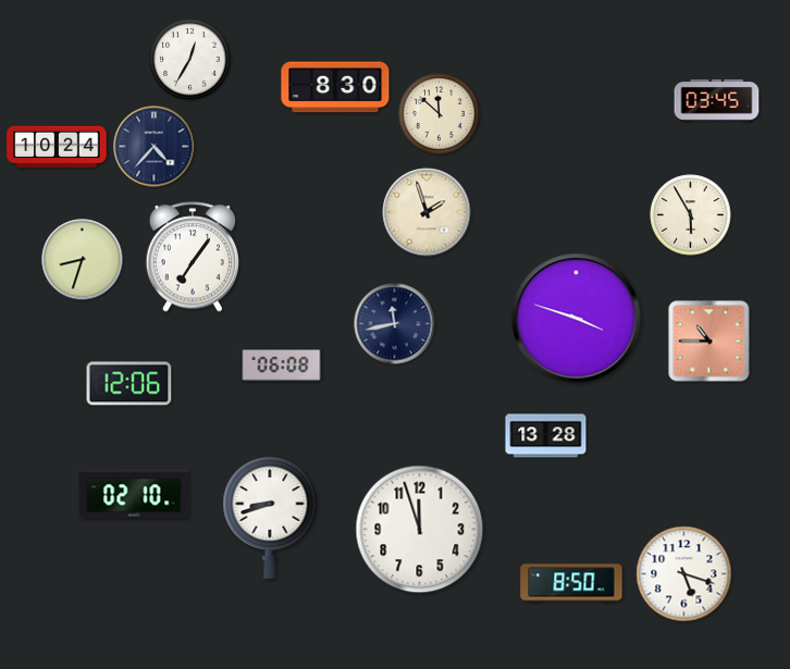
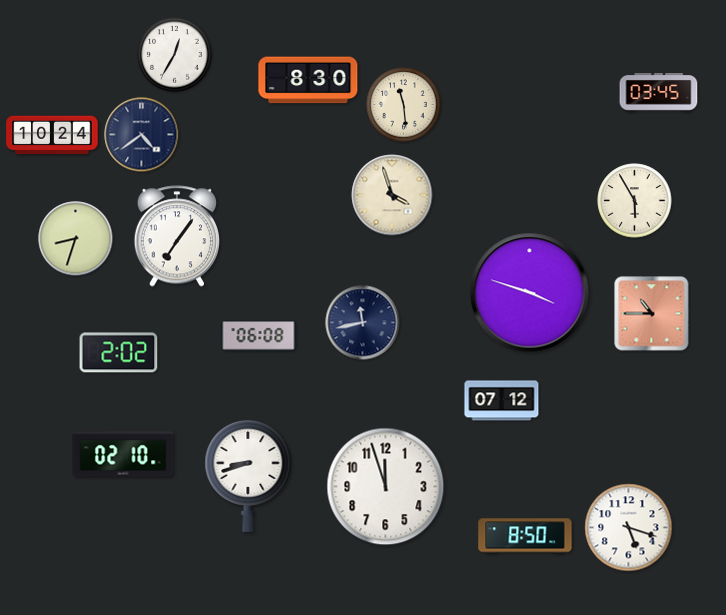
clock at (440, 114): 11:52 -> 11:29
clock at (155, 147): 4:37 -> 4:39
clock at (427, 212): 1:57 -> 3:57
clock at (691, 215) position: (691, 215) -> (635, 201)
clock at (395, 324) position: (395, 324) -> (363, 323)
clock at (129, 384): 12:06 -> 2:02
clock at (546, 436): 13:28 -> 07:12
